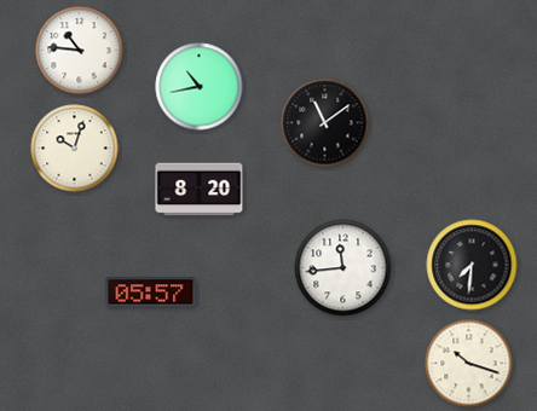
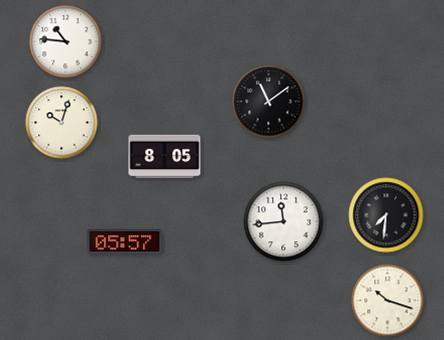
clock at (200, 87): 10:43 -> none
clock at (200, 190): 8:20 -> 8:05
clock at (472, 265) position: (472, 265) -> (386, 215)
